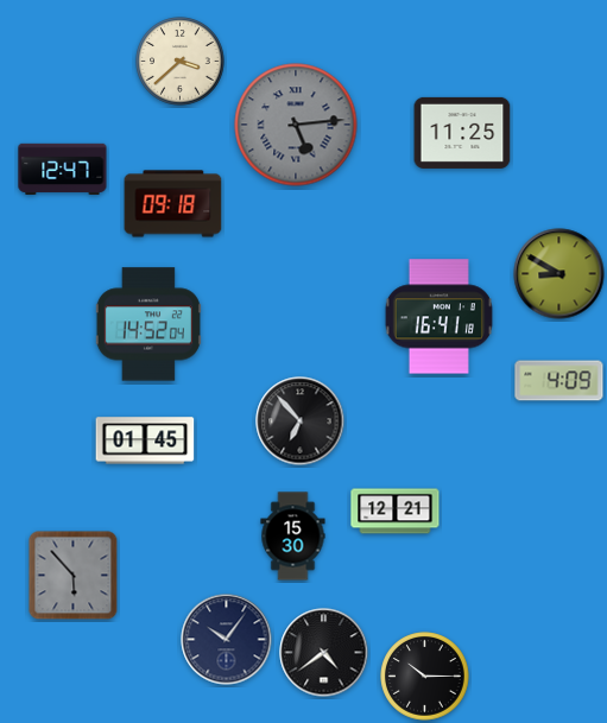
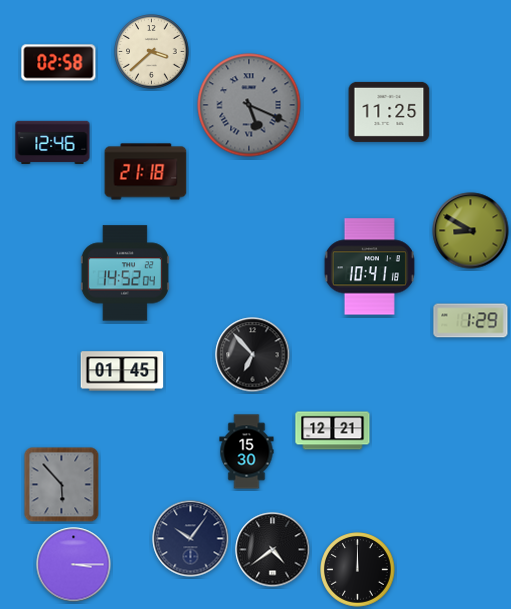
clock at (59, 63): none -> 02:58
clock at (296, 125): 5:14 -> 5:19
clock at (63, 169): 12:47 -> 12:46
clock at (173, 204): 09:18 -> 21:18
clock at (438, 317): 16:41 -> 10:41
clock at (559, 381): 4:09 -> 1:29
clock at (74, 565): none -> 3:15
clock at (425, 677): 10:15 -> 12:00
